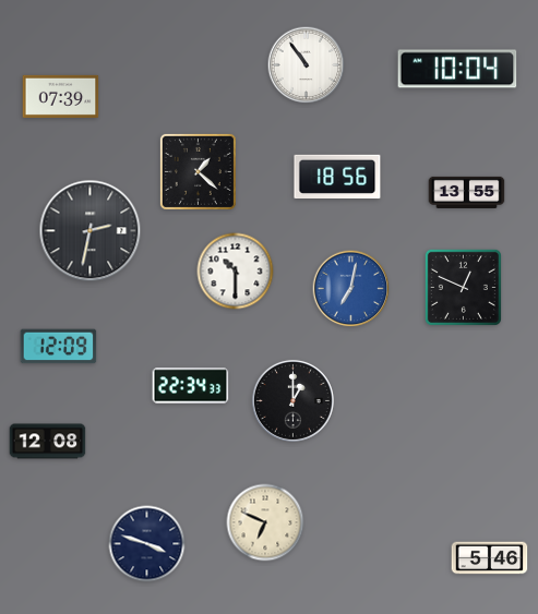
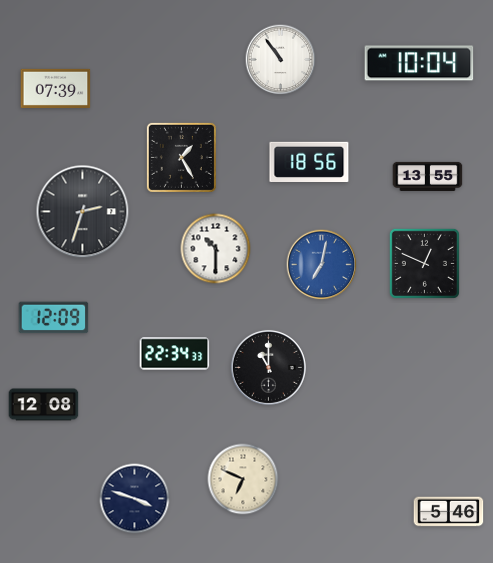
clock at (198, 171): 1:22 -> 1:25
clock at (91, 231): 2:32 -> 2:33
clock at (292, 400): 1:00 -> 11:00
